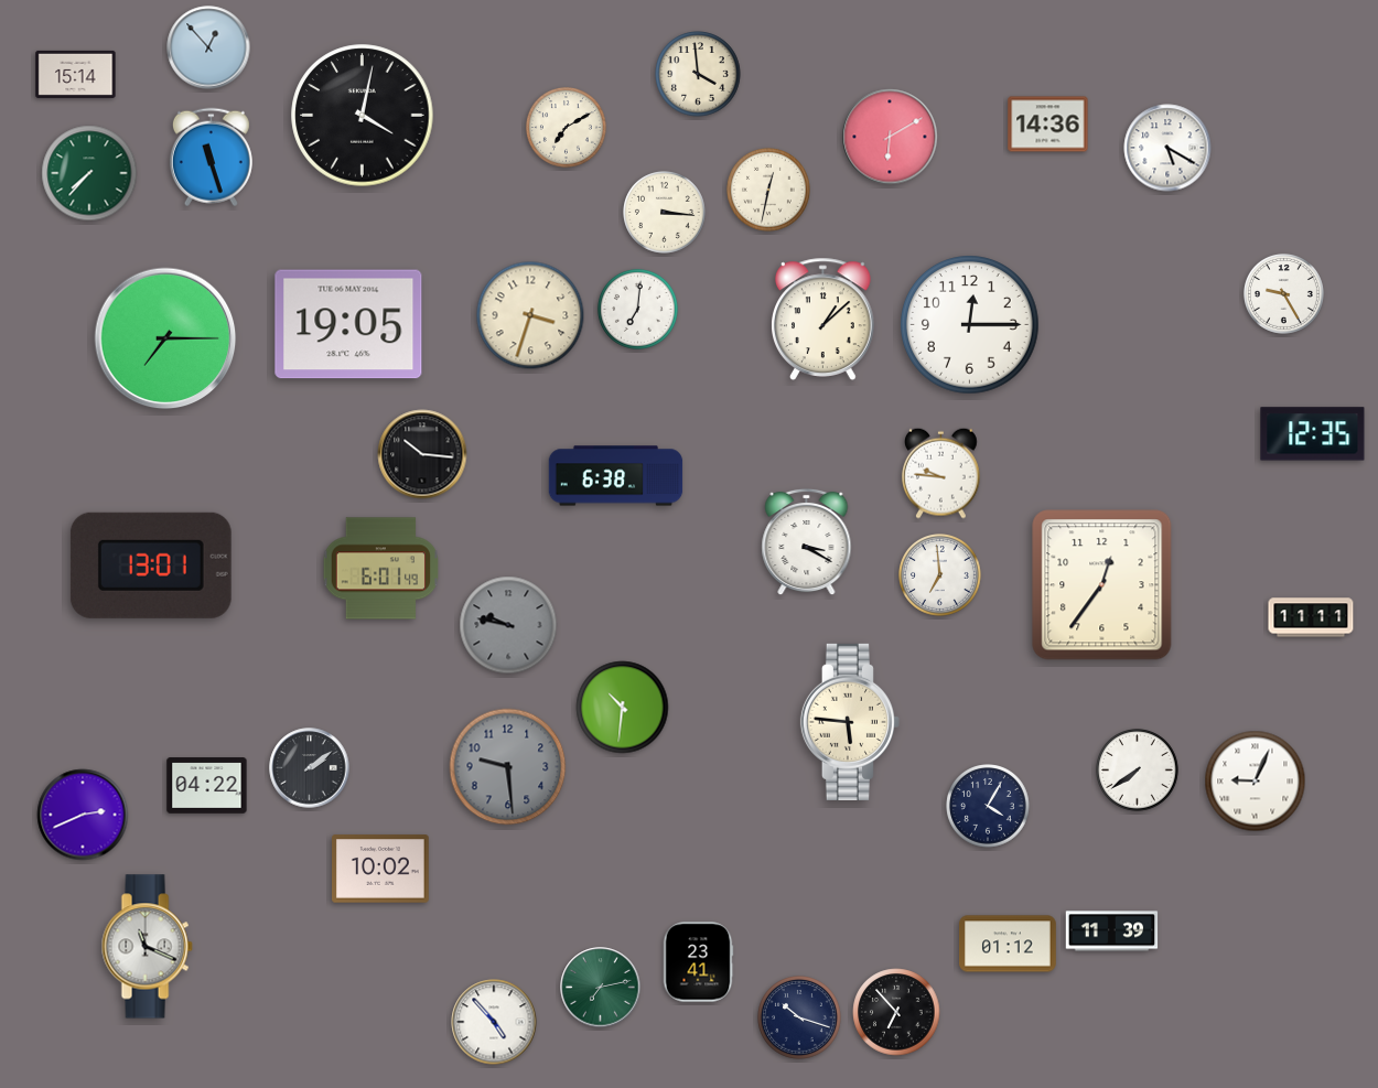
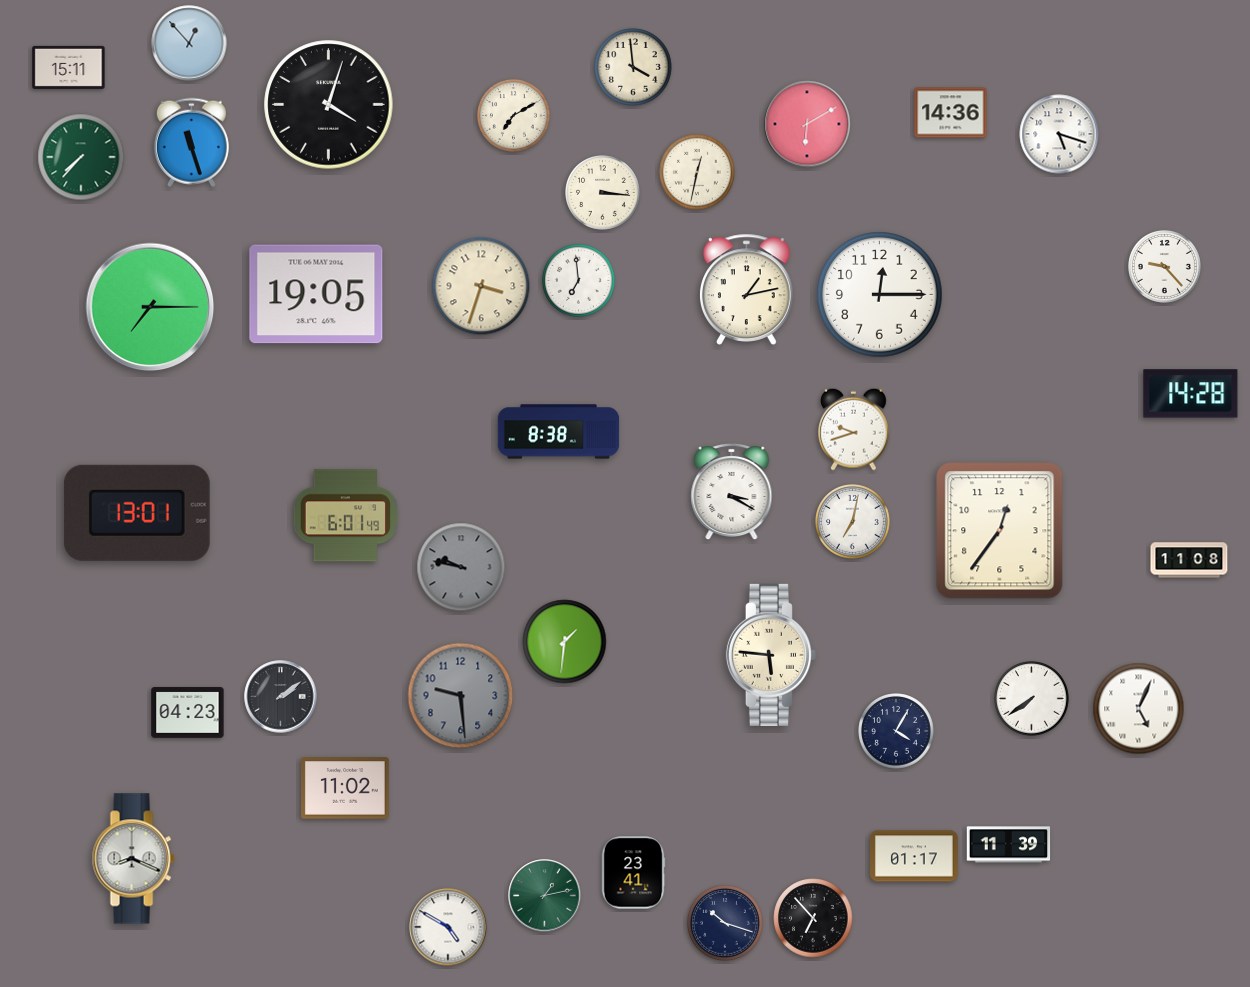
clock at (76, 74): 15:14 -> 15:11
clock at (363, 116): 4:02 -> 4:03
clock at (1167, 148): 5:20 -> 5:18
clock at (1283, 293): 9:25 -> 9:23
clock at (637, 309): 7:01 -> 6:59
clock at (823, 319): 1:08 -> 1:13
clock at (1313, 434): 12:35 -> 14:28
clock at (422, 454): 10:16 -> none
clock at (941, 473): 9:46 -> 9:42
clock at (616, 476): 6:38 -> 8:38
clock at (940, 575): 6:59 -> 7:02
clock at (1311, 617): 11:11 -> 11:08
clock at (623, 708): 10:31 -> 1:31
clock at (1256, 782): 9:04 -> 5:04
clock at (207, 786): 04:22 -> 04:23
clock at (83, 815): 2:41 -> none
clock at (381, 869): 10:02 -> 11:02
clock at (1009, 944): 01:12 -> 01:17
clock at (147, 947): 11:19 -> 8:19
clock at (601, 988): 7:13 -> 1:13
clock at (494, 1022): 4:53 -> 4:50
